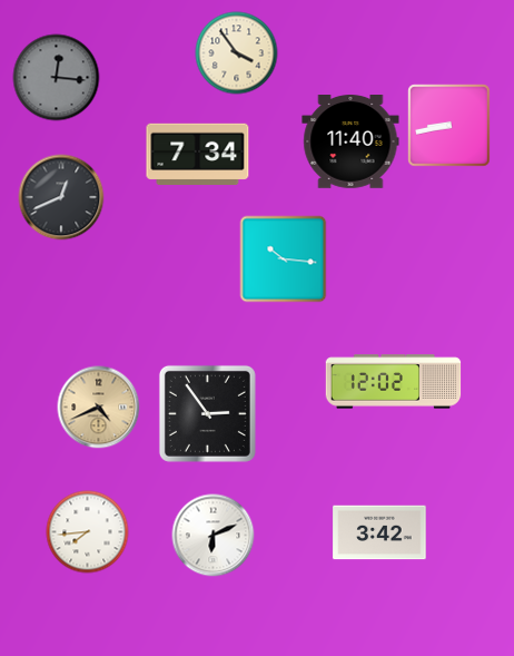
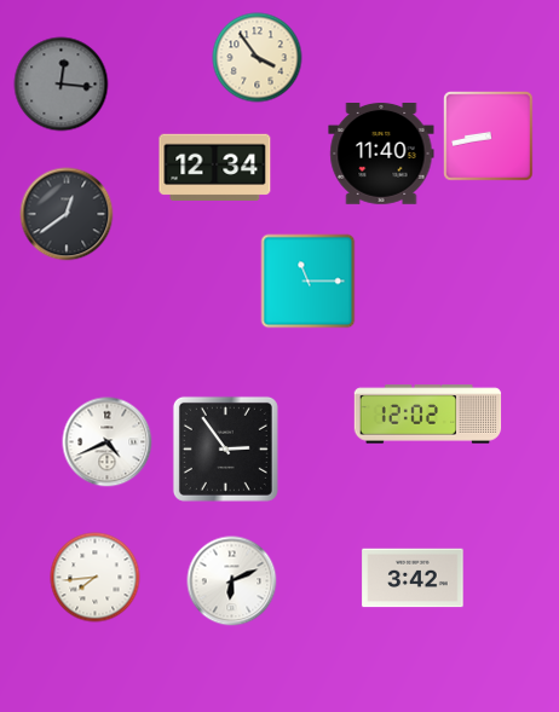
clock at (198, 154): 7:34 -> 12:34
clock at (61, 197): 12:41 -> 12:39
clock at (284, 260): 10:16 -> 11:15
clock at (99, 408) dial: champagne -> white
